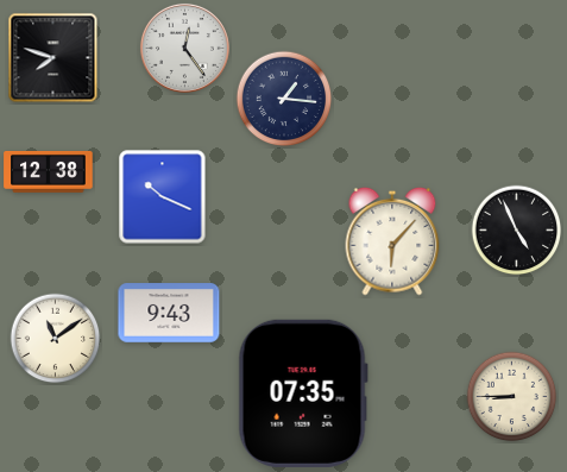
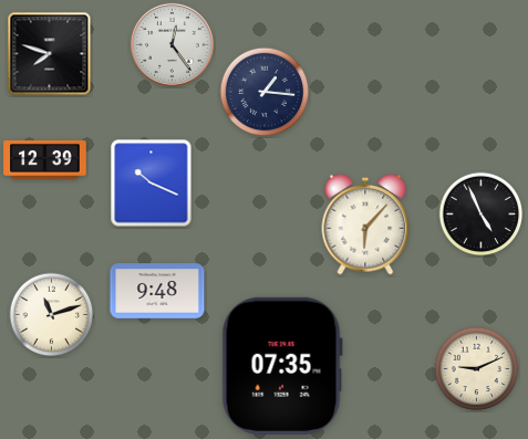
clock at (49, 171): 12:38 -> 12:39
clock at (169, 313): 9:43 -> 9:48
clock at (56, 339): 11:09 -> 11:12
clock at (512, 397): 8:45 -> 9:11
